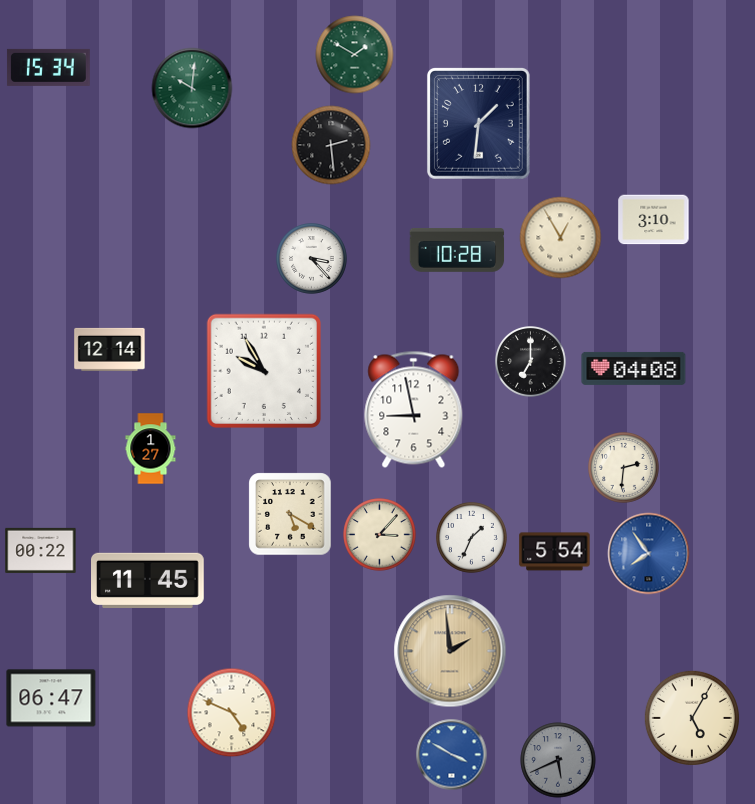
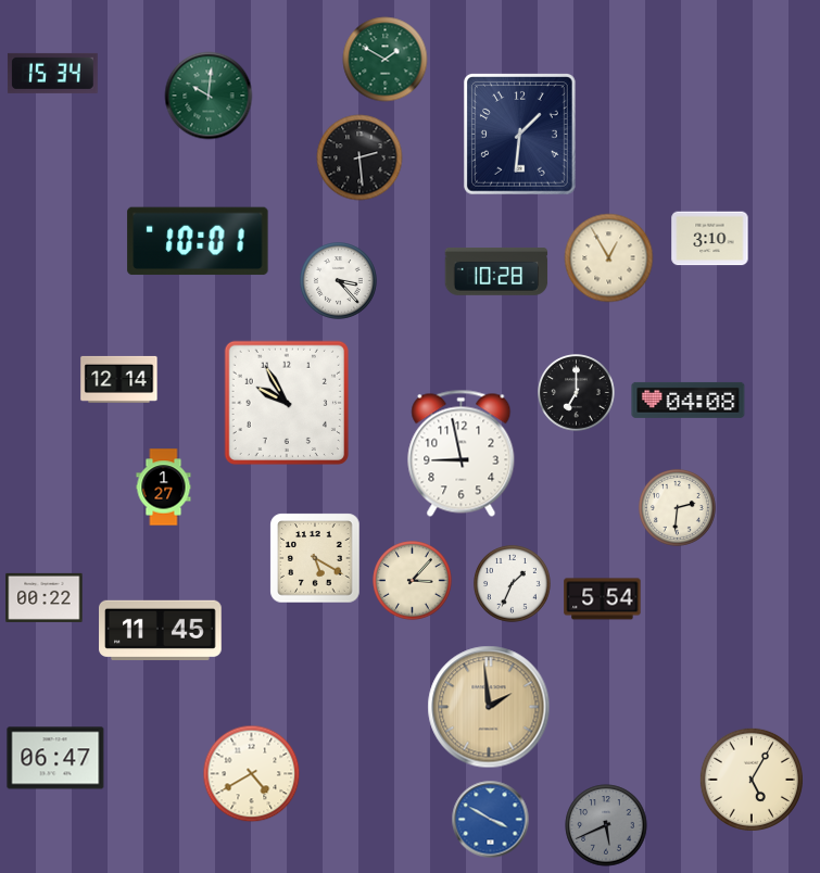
clock at (198, 241): none -> 10:01
clock at (414, 409) position: (414, 409) -> (462, 453)
clock at (649, 554): 7:54 -> none
clock at (232, 713): 4:49 -> 4:40
